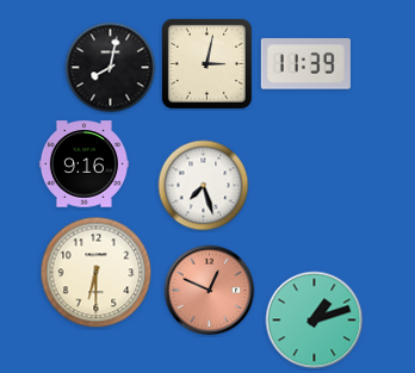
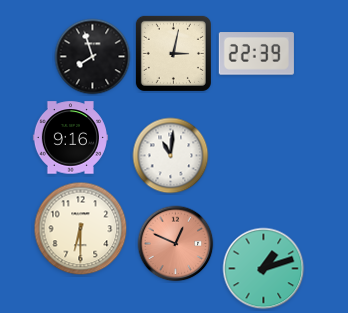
clock at (305, 64): 11:39 -> 22:39
clock at (111, 68): 8:02 -> 7:57
clock at (204, 186): 7:27 -> 11:01
